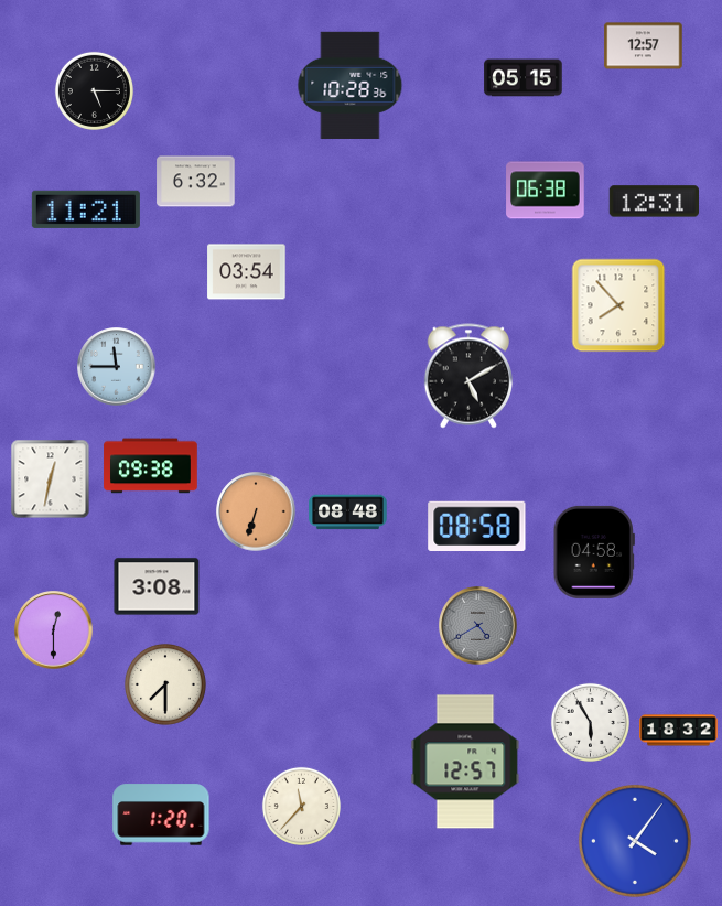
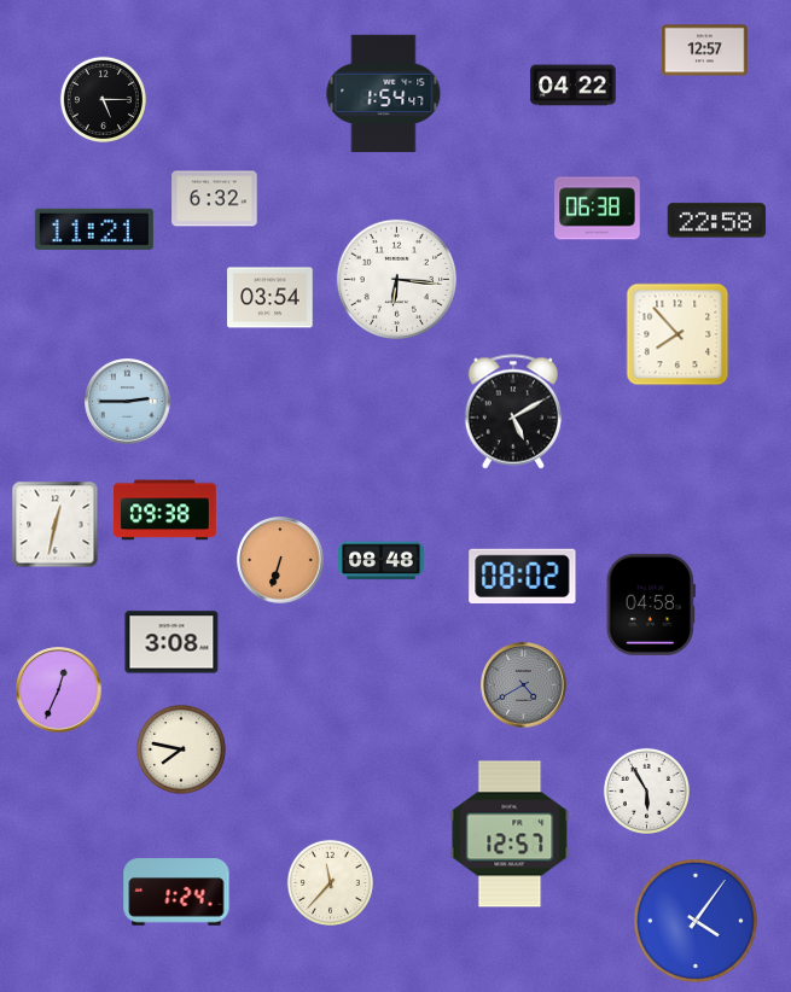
clock at (524, 78): 05:15 -> 04:22
clock at (351, 85): 10:28 -> 1:54
clock at (655, 202): 12:31 -> 22:58
clock at (396, 279): none -> 6:16
clock at (117, 367): 11:45 -> 2:45
clock at (477, 526): 08:58 -> 08:02
clock at (54, 630): 12:30 -> 12:34
clock at (165, 684): 7:30 -> 7:47
clock at (679, 731): 18:32 -> none
clock at (161, 815): 1:20 -> 1:24
